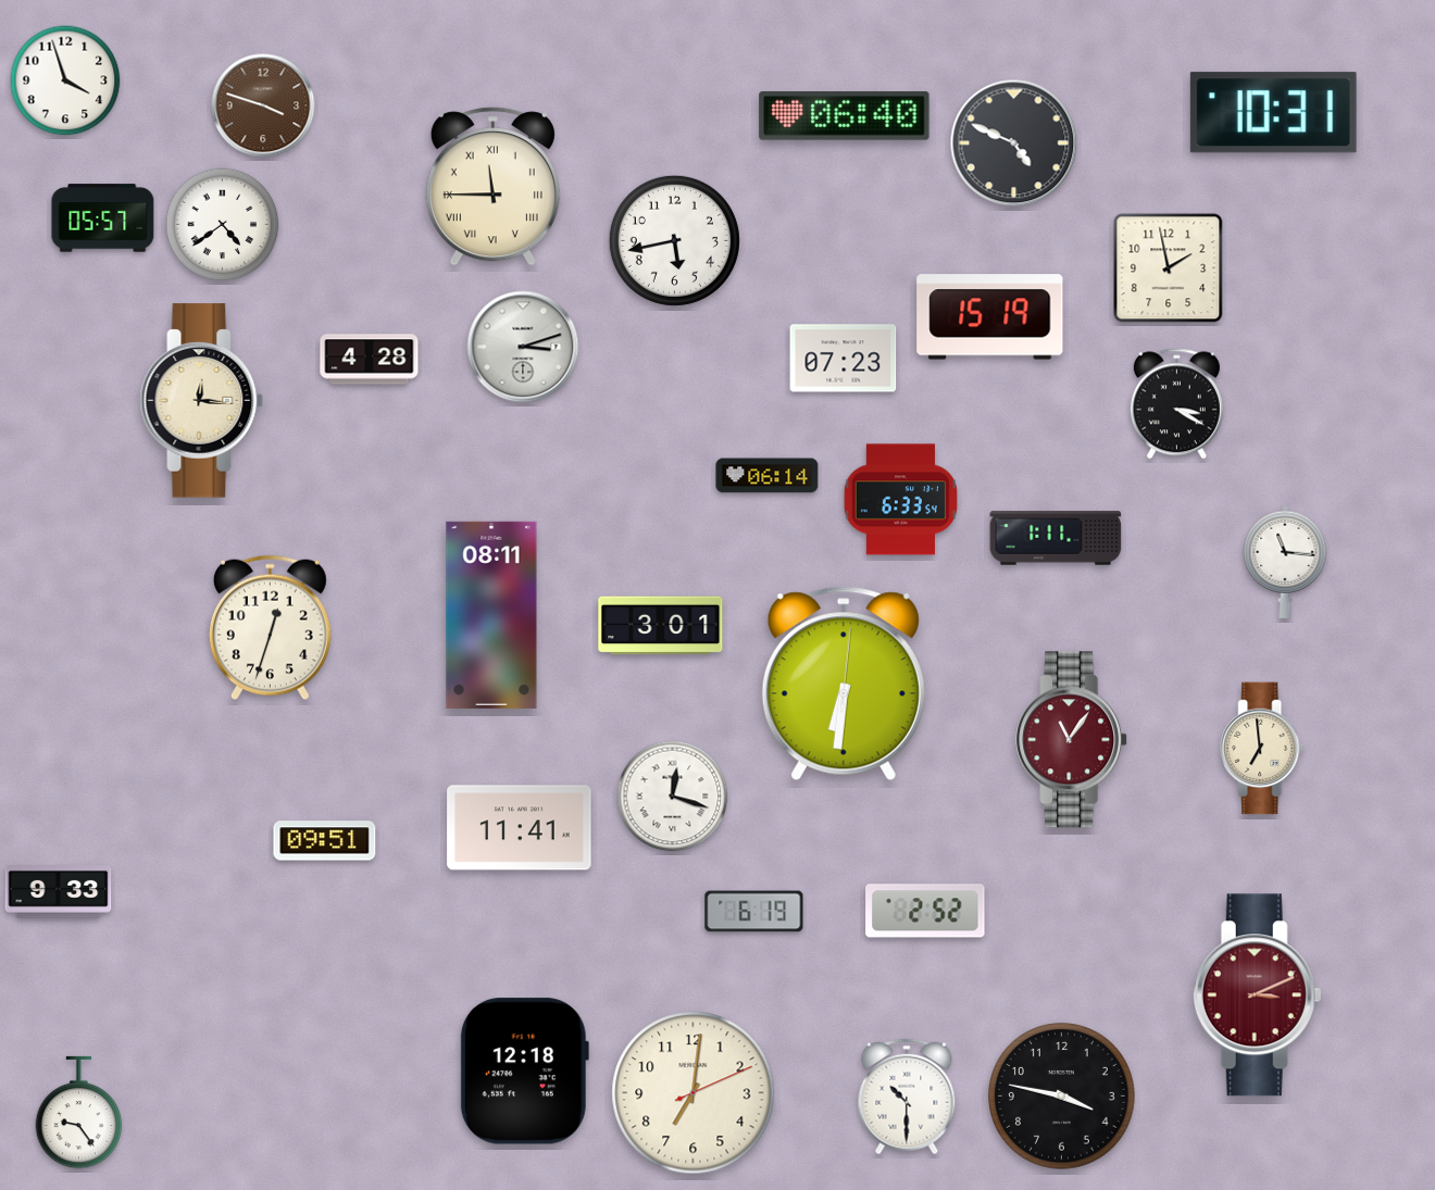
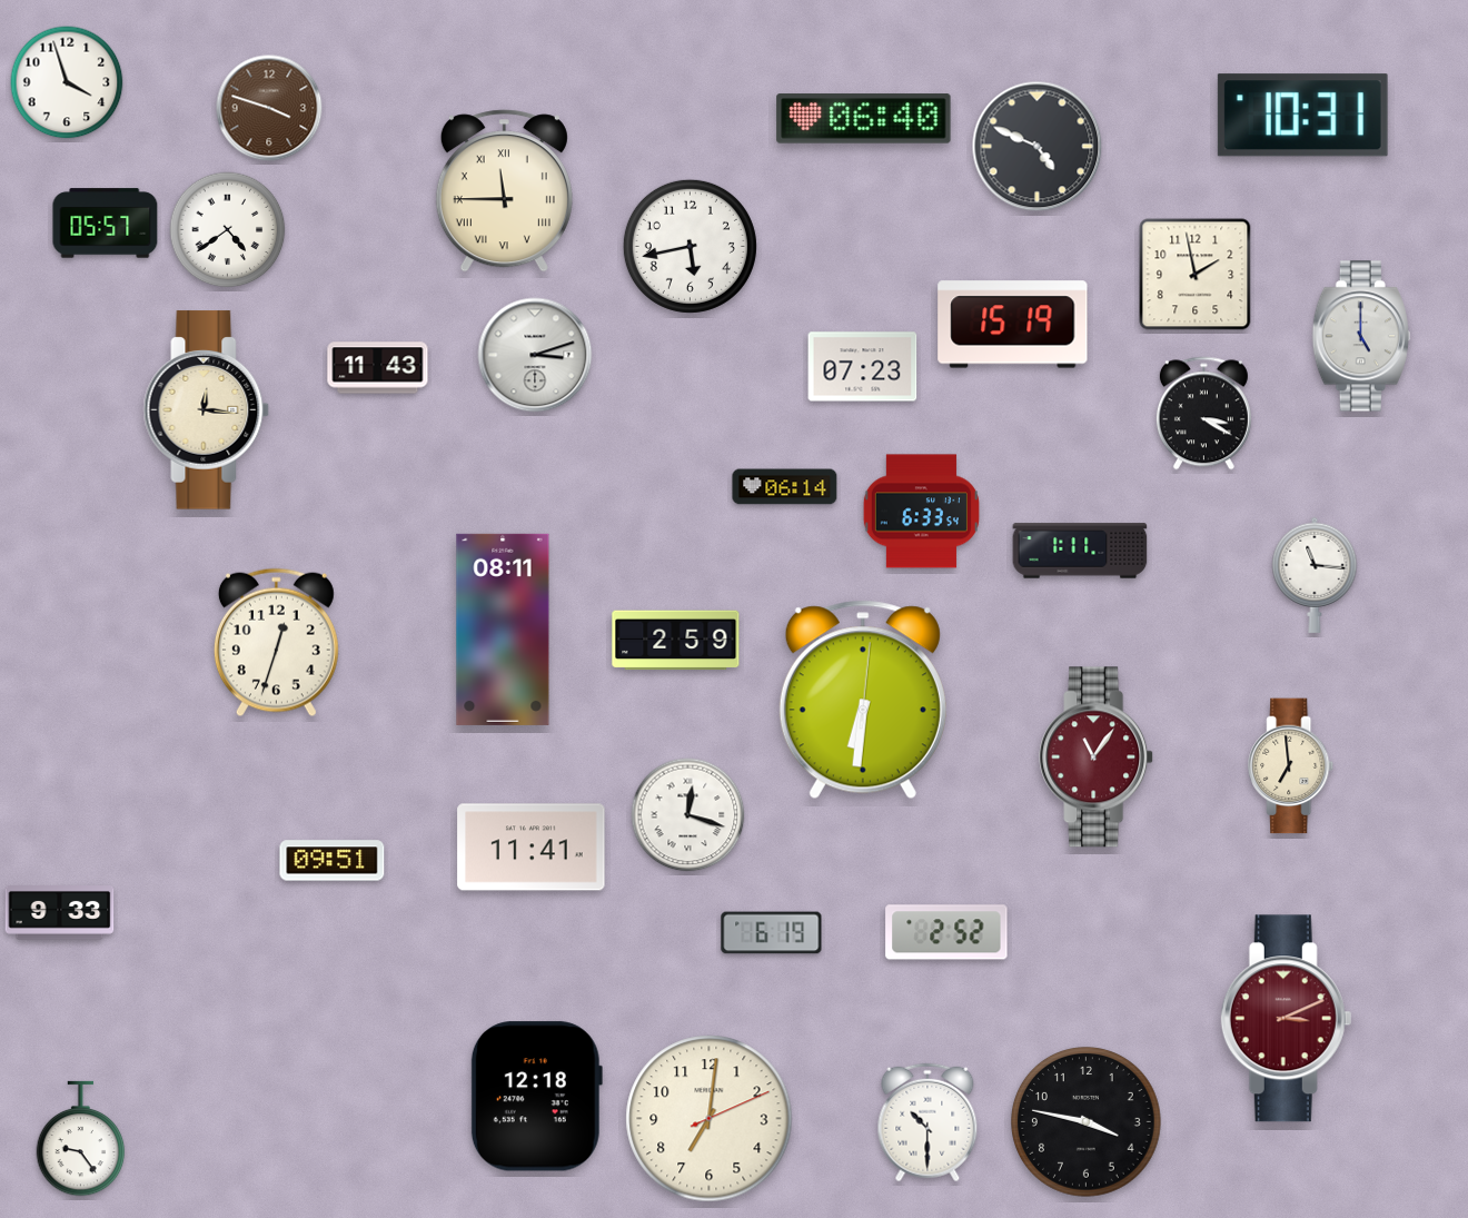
clock at (1361, 336): none -> 5:00
clock at (370, 360): 4:28 -> 11:43
clock at (661, 626): 3:01 -> 2:59
